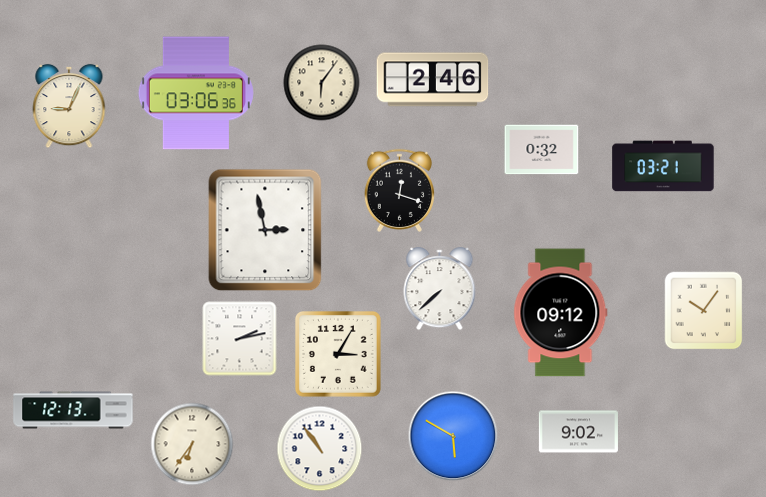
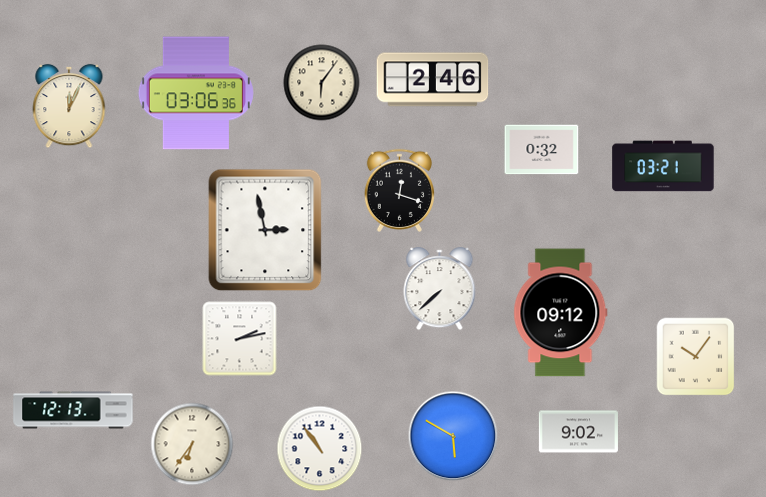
clock at (69, 106): 9:04 -> 12:04
clock at (704, 311) position: (704, 311) -> (696, 357)
clock at (338, 354): 3:05 -> none
